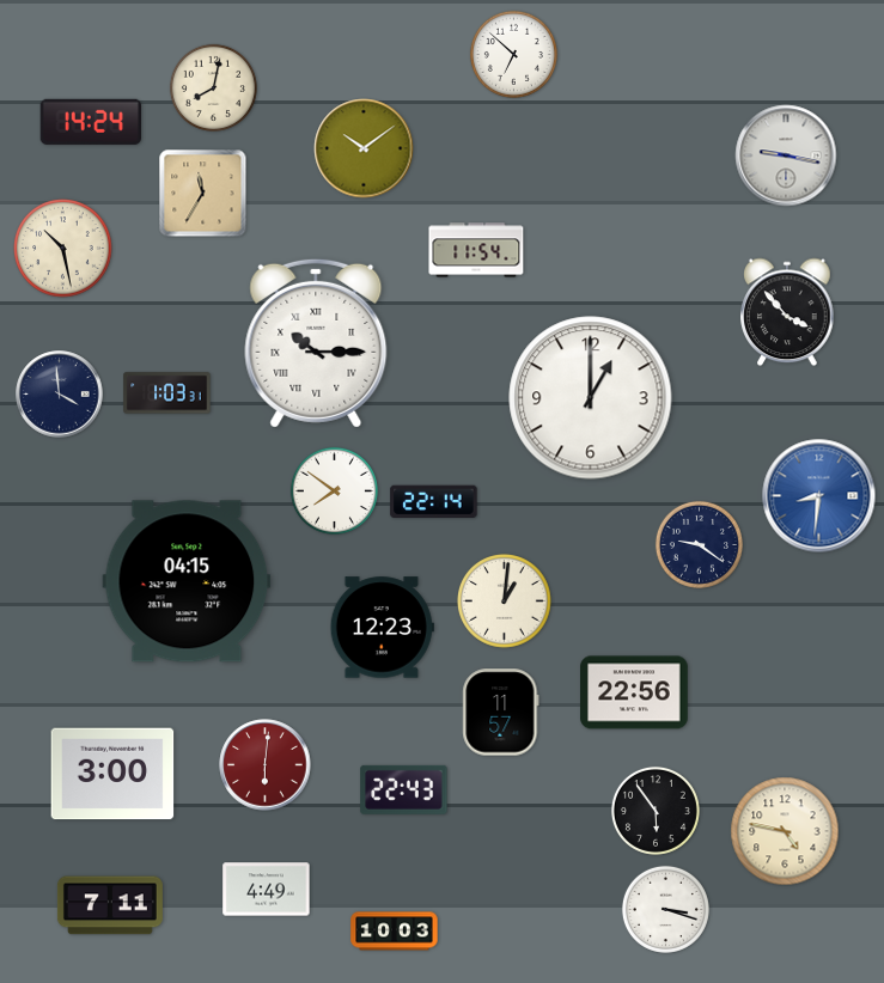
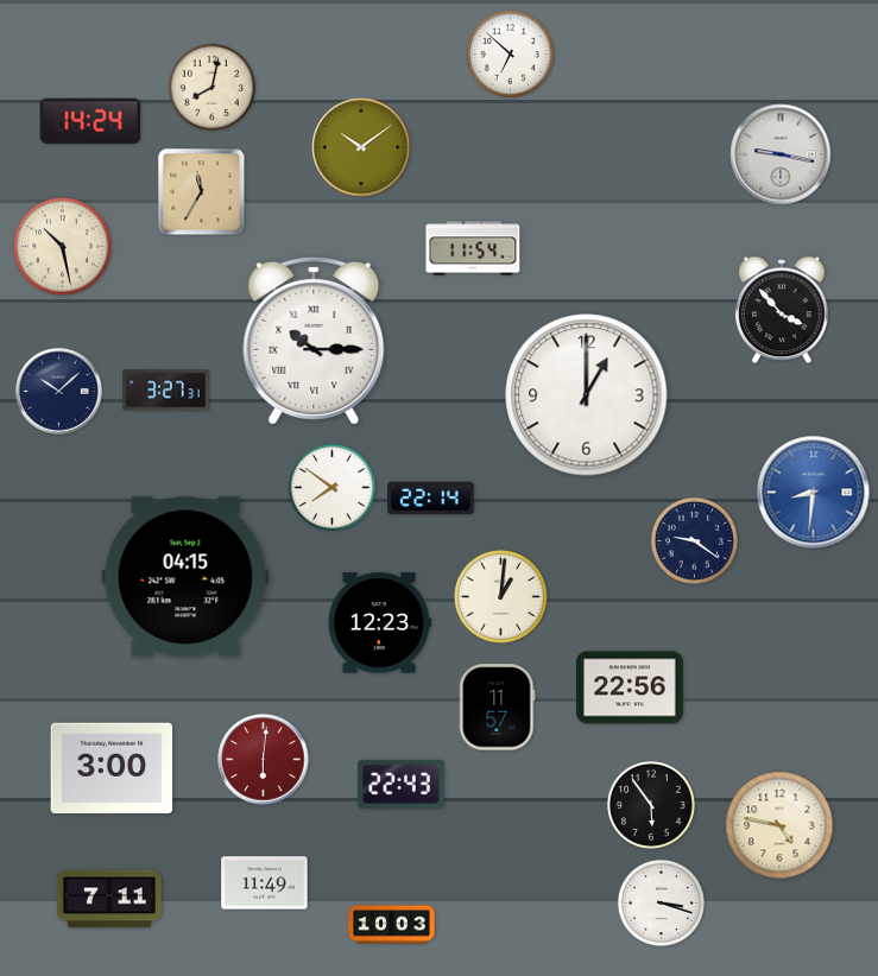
clock at (167, 393): 1:03 -> 3:27
clock at (60, 395): 3:59 -> 10:08
clock at (267, 890): 4:49 -> 11:49
